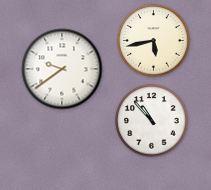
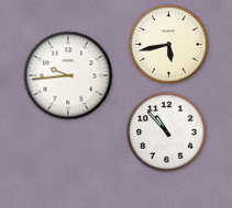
clock at (62, 69): 9:39 -> 9:44
